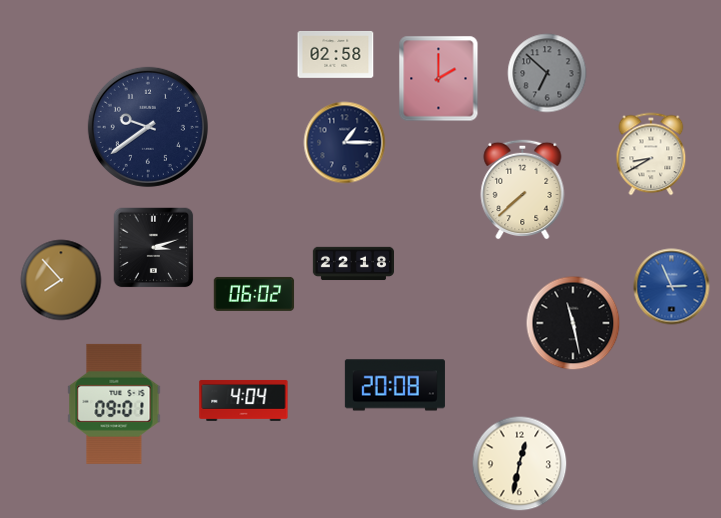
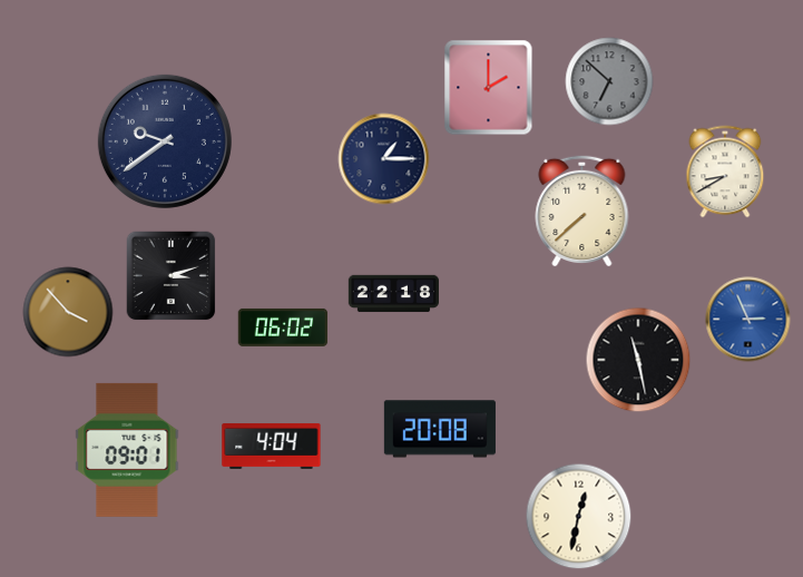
clock at (336, 54): 02:58 -> none
clock at (61, 280): 7:53 -> 3:53
